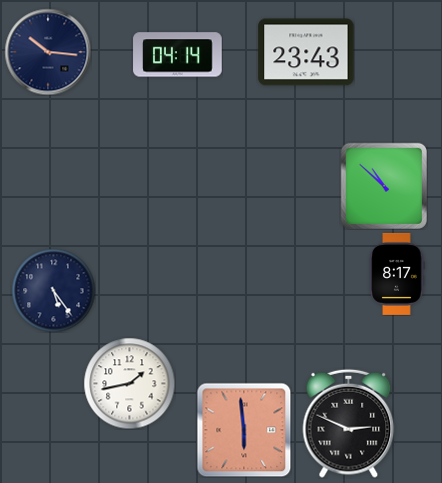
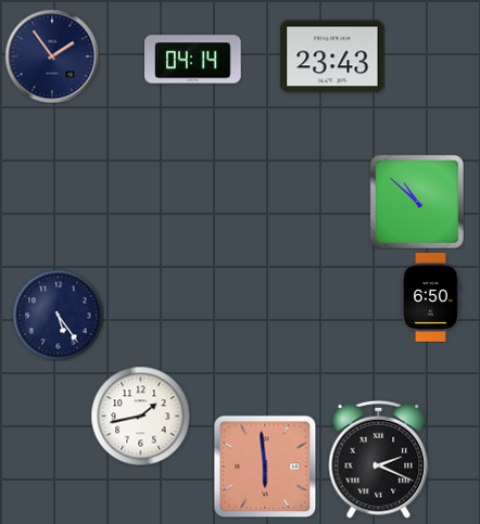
clock at (48, 52): 10:16 -> 1:54
clock at (397, 274): 8:17 -> 6:50
clock at (349, 423): 2:49 -> 2:19
